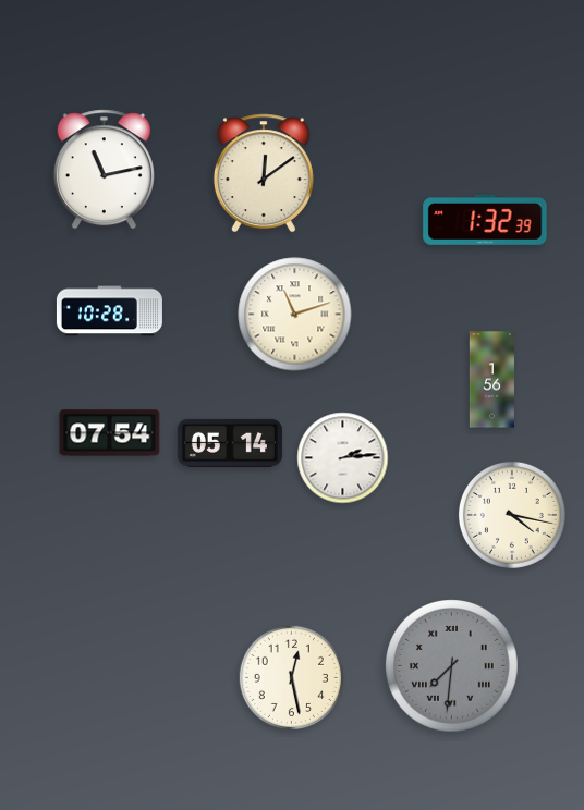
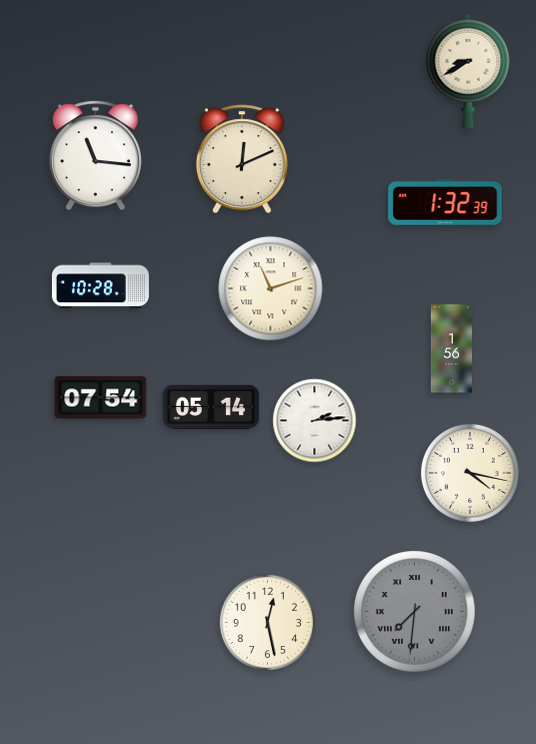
clock at (468, 71): none -> 8:40
clock at (104, 170): 11:13 -> 11:16
clock at (264, 173): 12:09 -> 12:11
